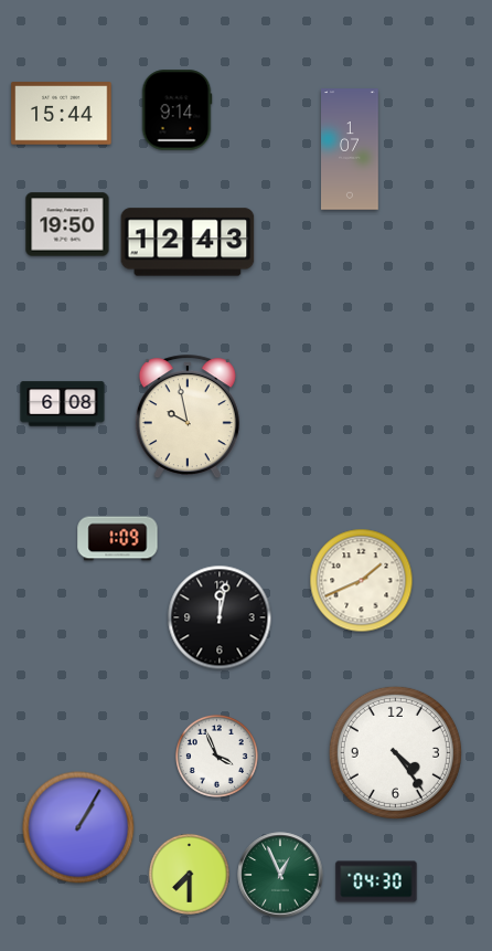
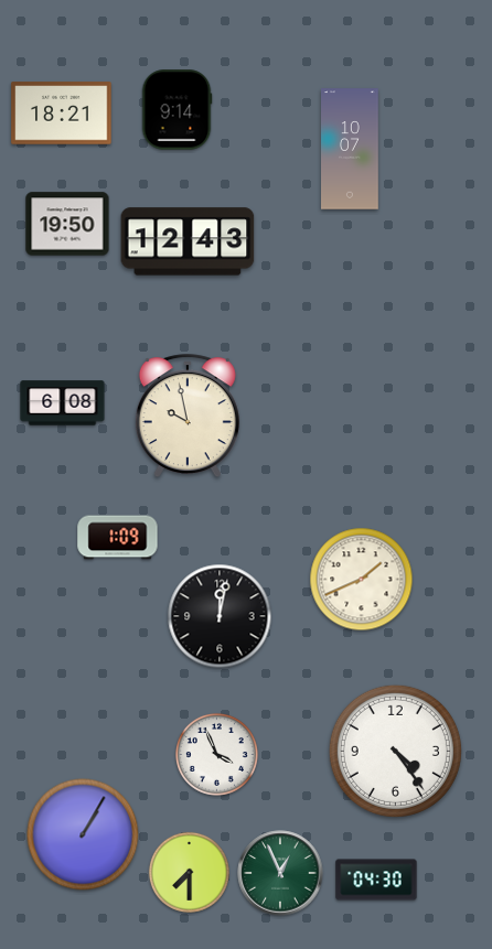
clock at (62, 114): 15:44 -> 18:21
clock at (351, 149): 1:07 -> 10:07
clock at (78, 827) position: (78, 827) -> (83, 834)
